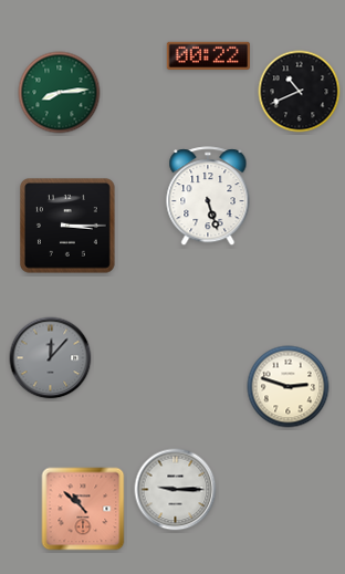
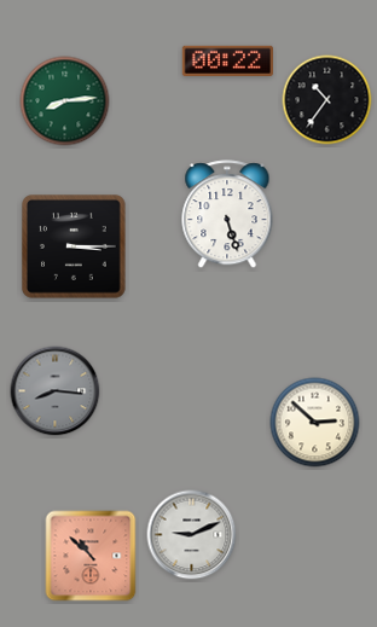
clock at (300, 92): 10:41 -> 10:36
clock at (51, 358): 12:07 -> 8:16
clock at (289, 387): 2:48 -> 2:52
clock at (176, 490): 9:15 -> 9:11
